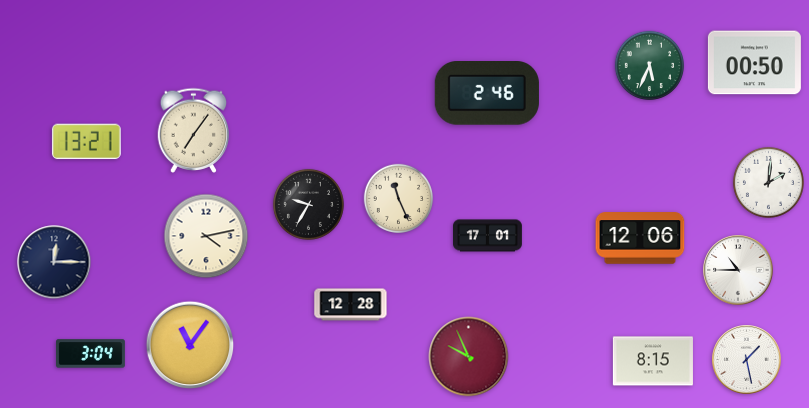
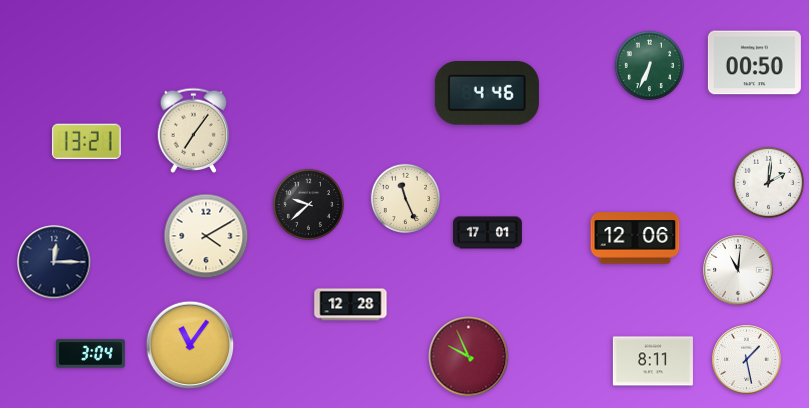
clock at (649, 65): 5:34 -> 6:34
clock at (487, 94): 2:46 -> 4:46
clock at (398, 198) position: (398, 198) -> (405, 198)
clock at (308, 204): 9:35 -> 9:38
clock at (206, 236): 4:13 -> 4:10
clock at (488, 236) position: (488, 236) -> (488, 233)
clock at (640, 238) position: (640, 238) -> (635, 238)
clock at (738, 270): 10:45 -> 11:01
clock at (653, 361): 8:15 -> 8:11
